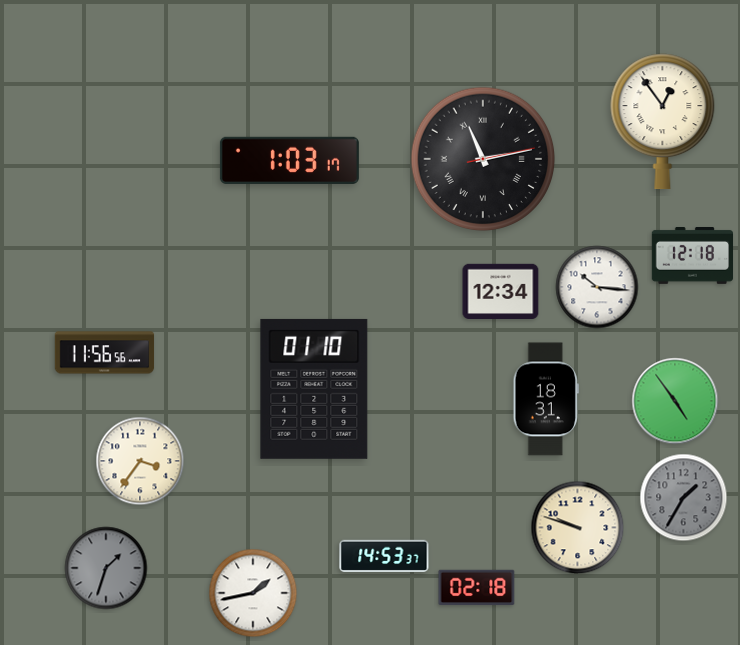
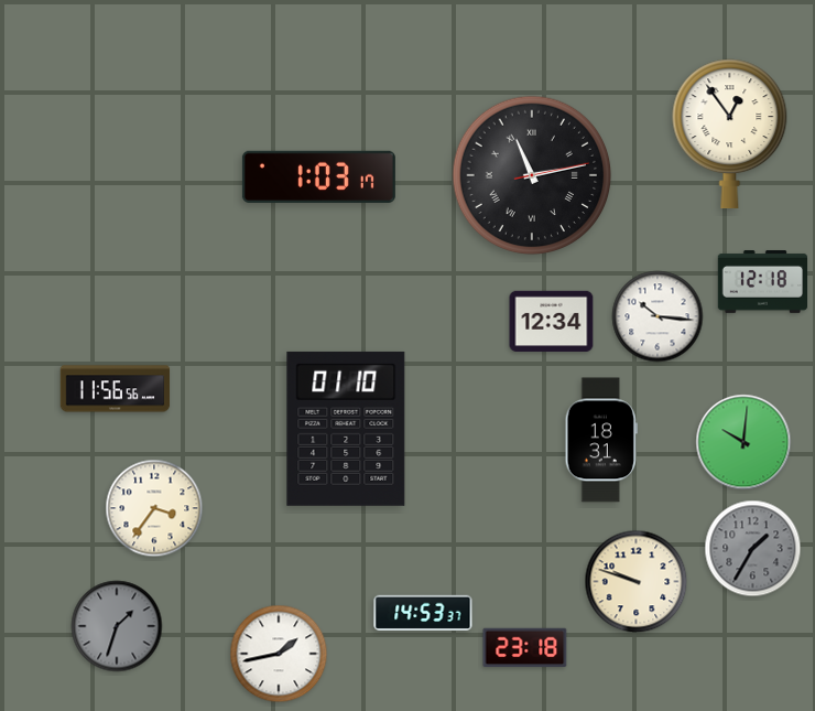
clock at (675, 401): 4:54 -> 10:01
clock at (477, 588): 02:18 -> 23:18
